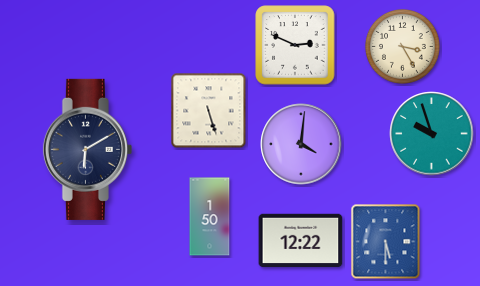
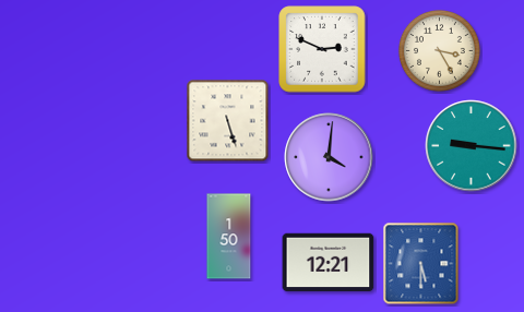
clock at (432, 134): 9:57 -> 9:16
clock at (87, 149): 6:10 -> none
clock at (301, 241): 12:22 -> 12:21
